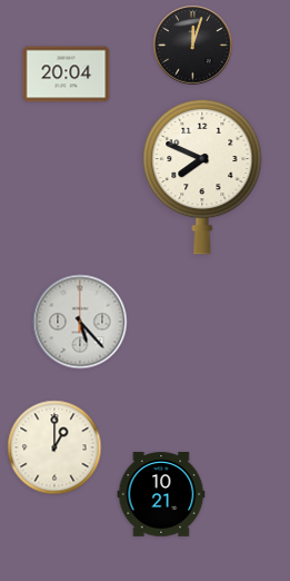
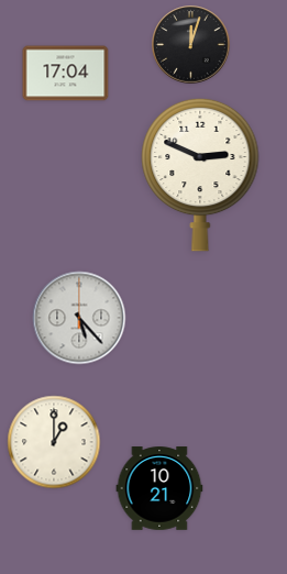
clock at (67, 75): 20:04 -> 17:04
clock at (202, 177): 7:49 -> 2:49
